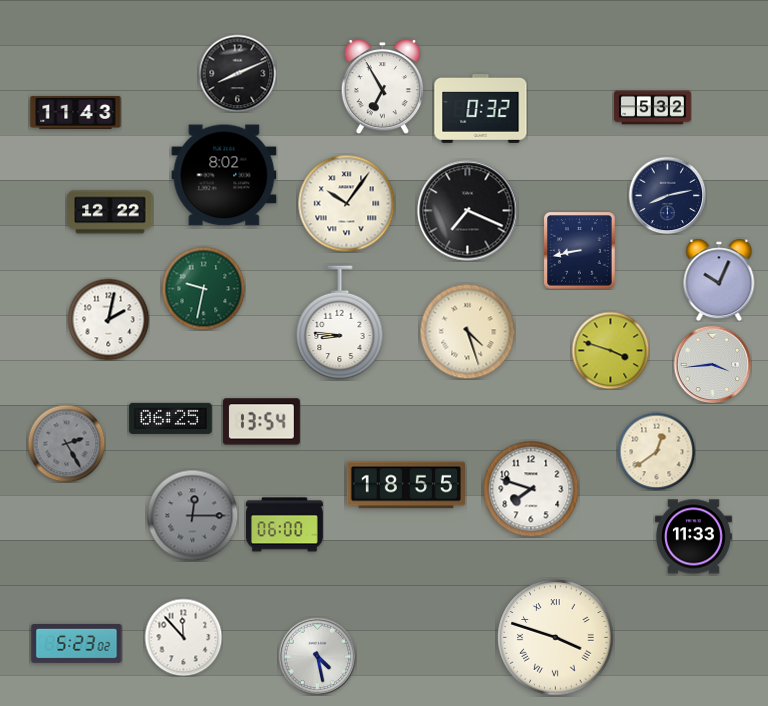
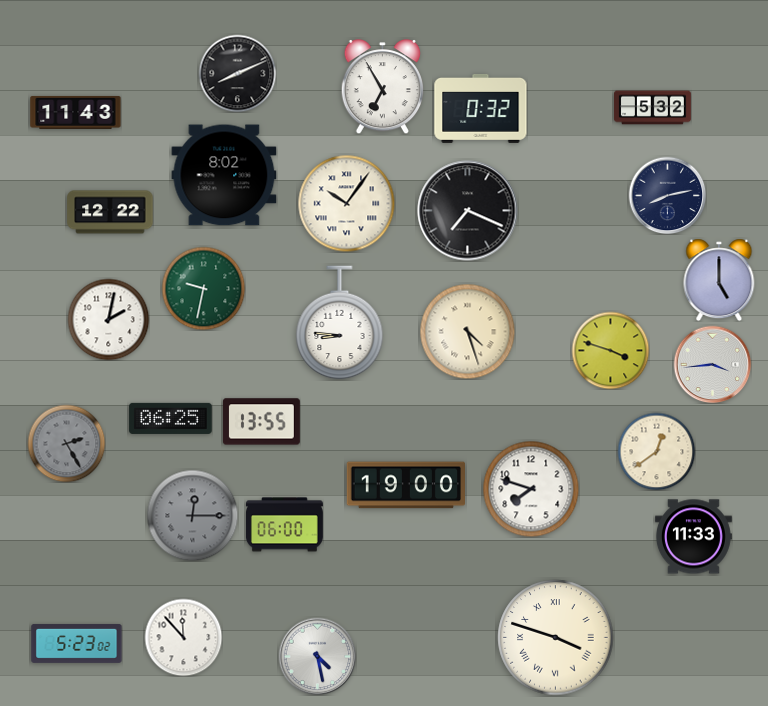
clock at (580, 250): 8:43 -> none
clock at (719, 280): 10:04 -> 5:00
clock at (261, 422): 13:54 -> 13:55
clock at (405, 485): 18:55 -> 19:00
